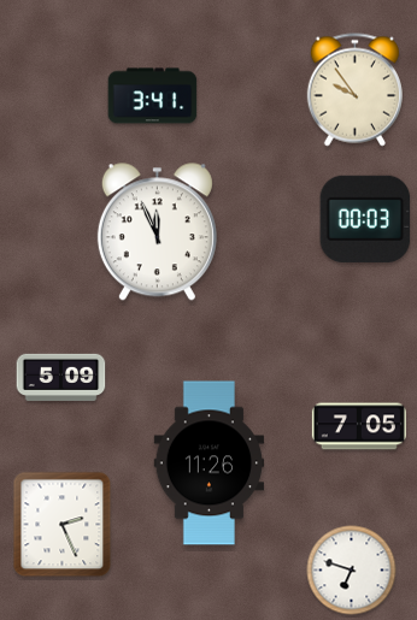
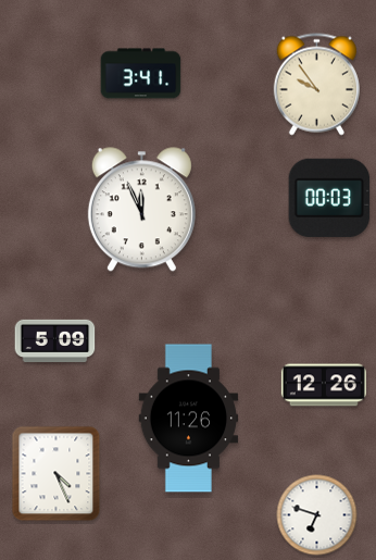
clock at (354, 90) position: (354, 90) -> (316, 85)
clock at (153, 96) position: (153, 96) -> (141, 74)
clock at (359, 426): 7:05 -> 12:26
clock at (63, 525): 2:26 -> 4:26
